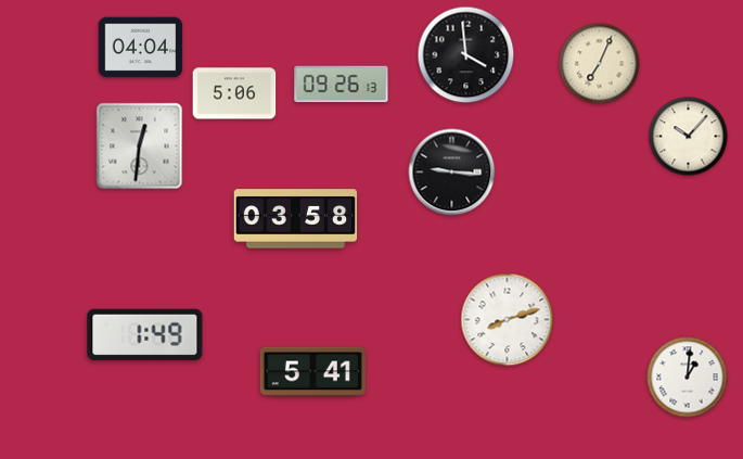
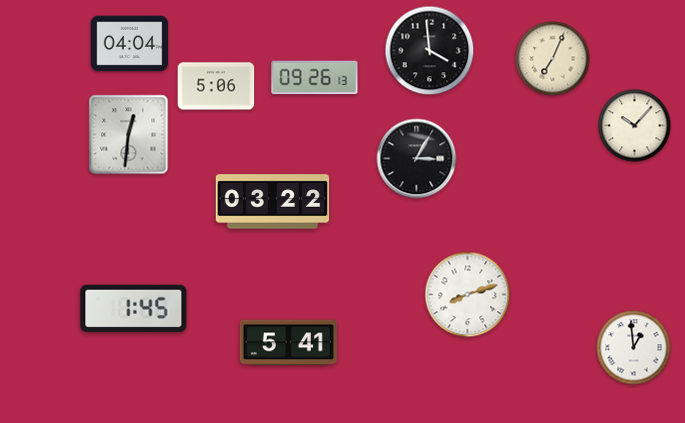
clock at (452, 173): 9:16 -> 3:05
clock at (296, 219): 03:58 -> 03:22
clock at (145, 335): 1:49 -> 1:45
clock at (688, 378): 1:01 -> 12:59
